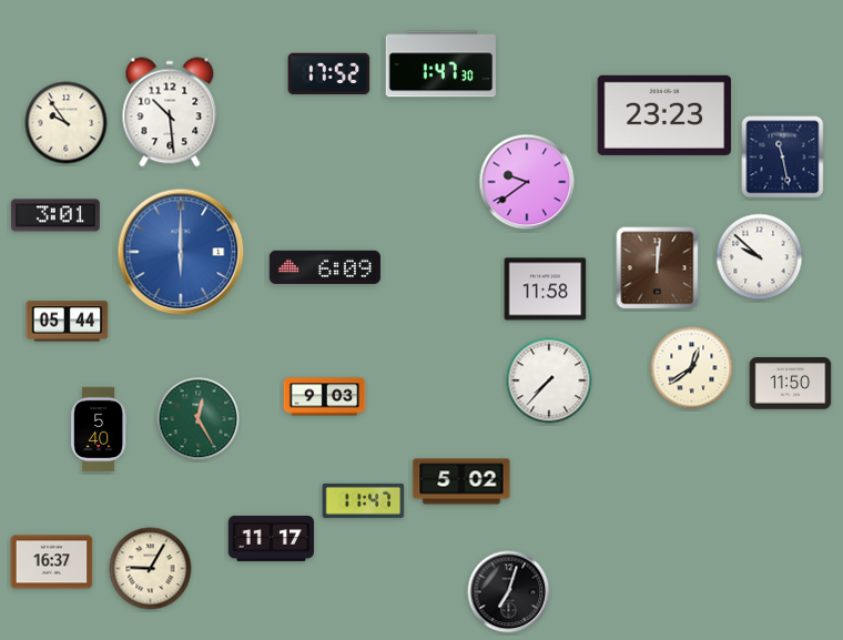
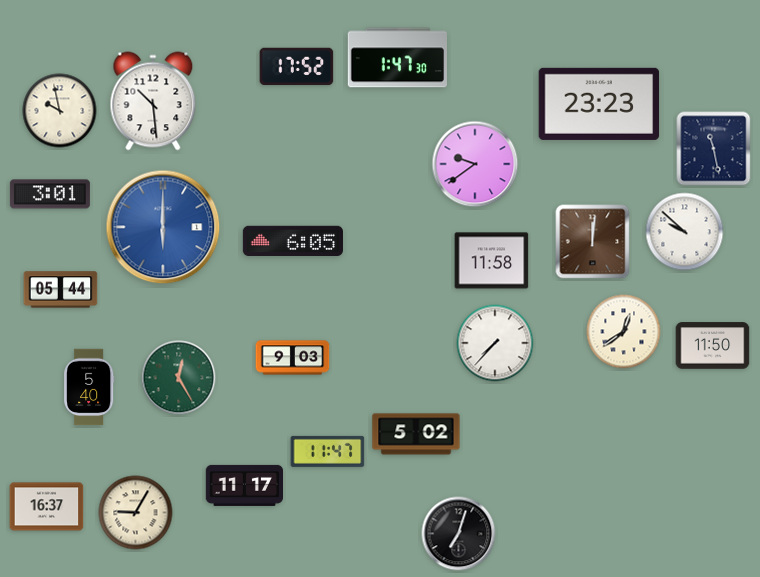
clock at (67, 123): 9:54 -> 9:58
clock at (783, 158) position: (783, 158) -> (714, 149)
clock at (325, 267): 6:09 -> 6:05
